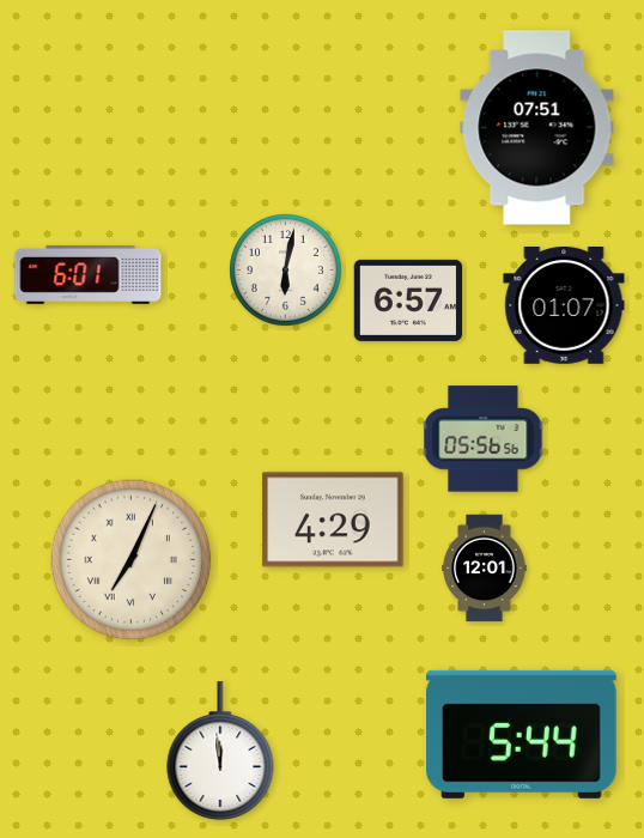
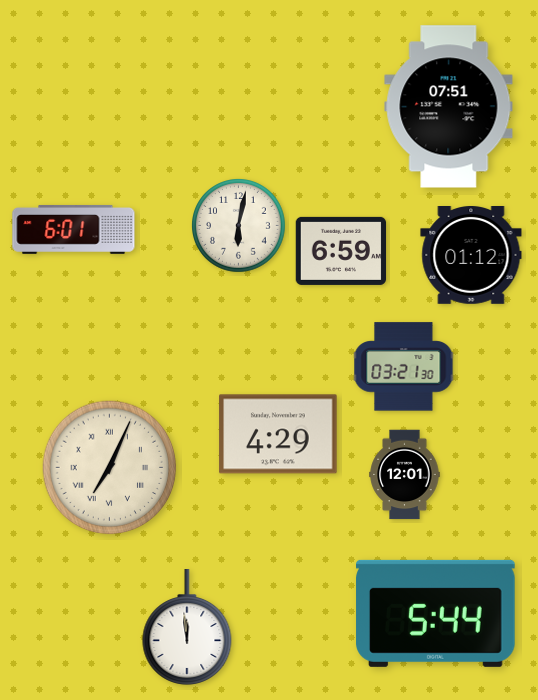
clock at (408, 300): 6:57 -> 6:59
clock at (564, 306): 01:07 -> 01:12
clock at (484, 439): 05:56 -> 03:21
clock at (220, 752) position: (220, 752) -> (187, 628)
